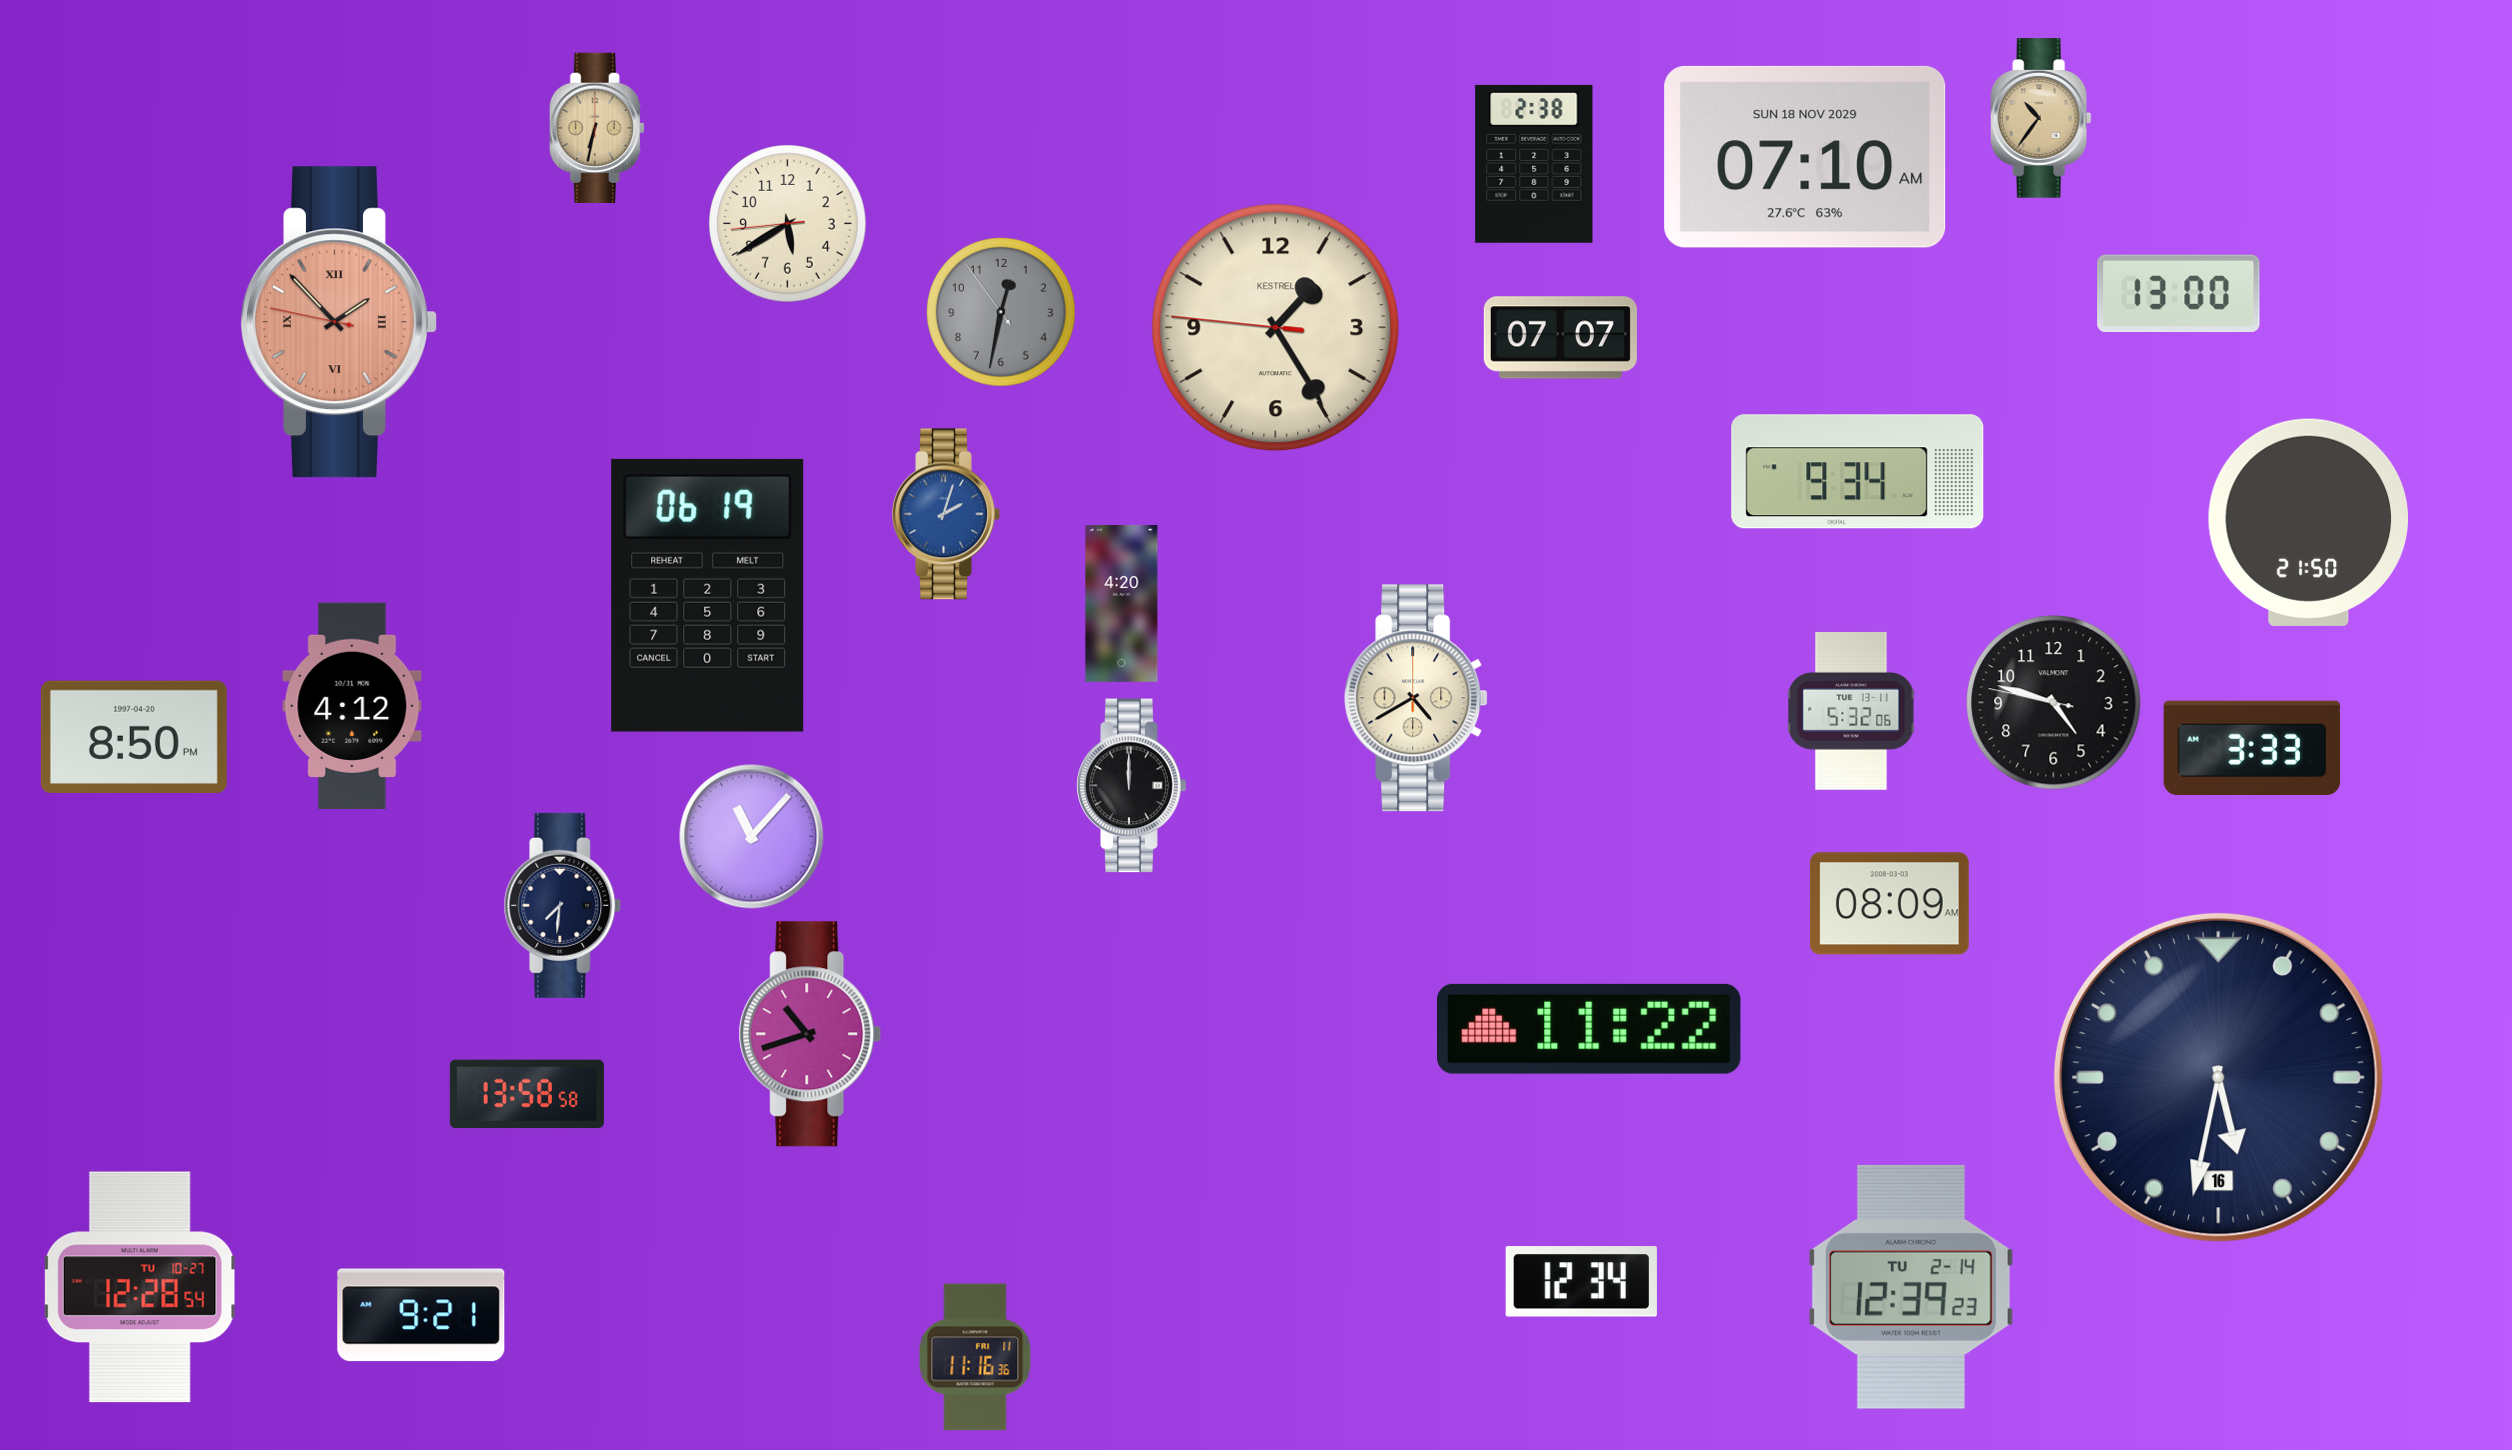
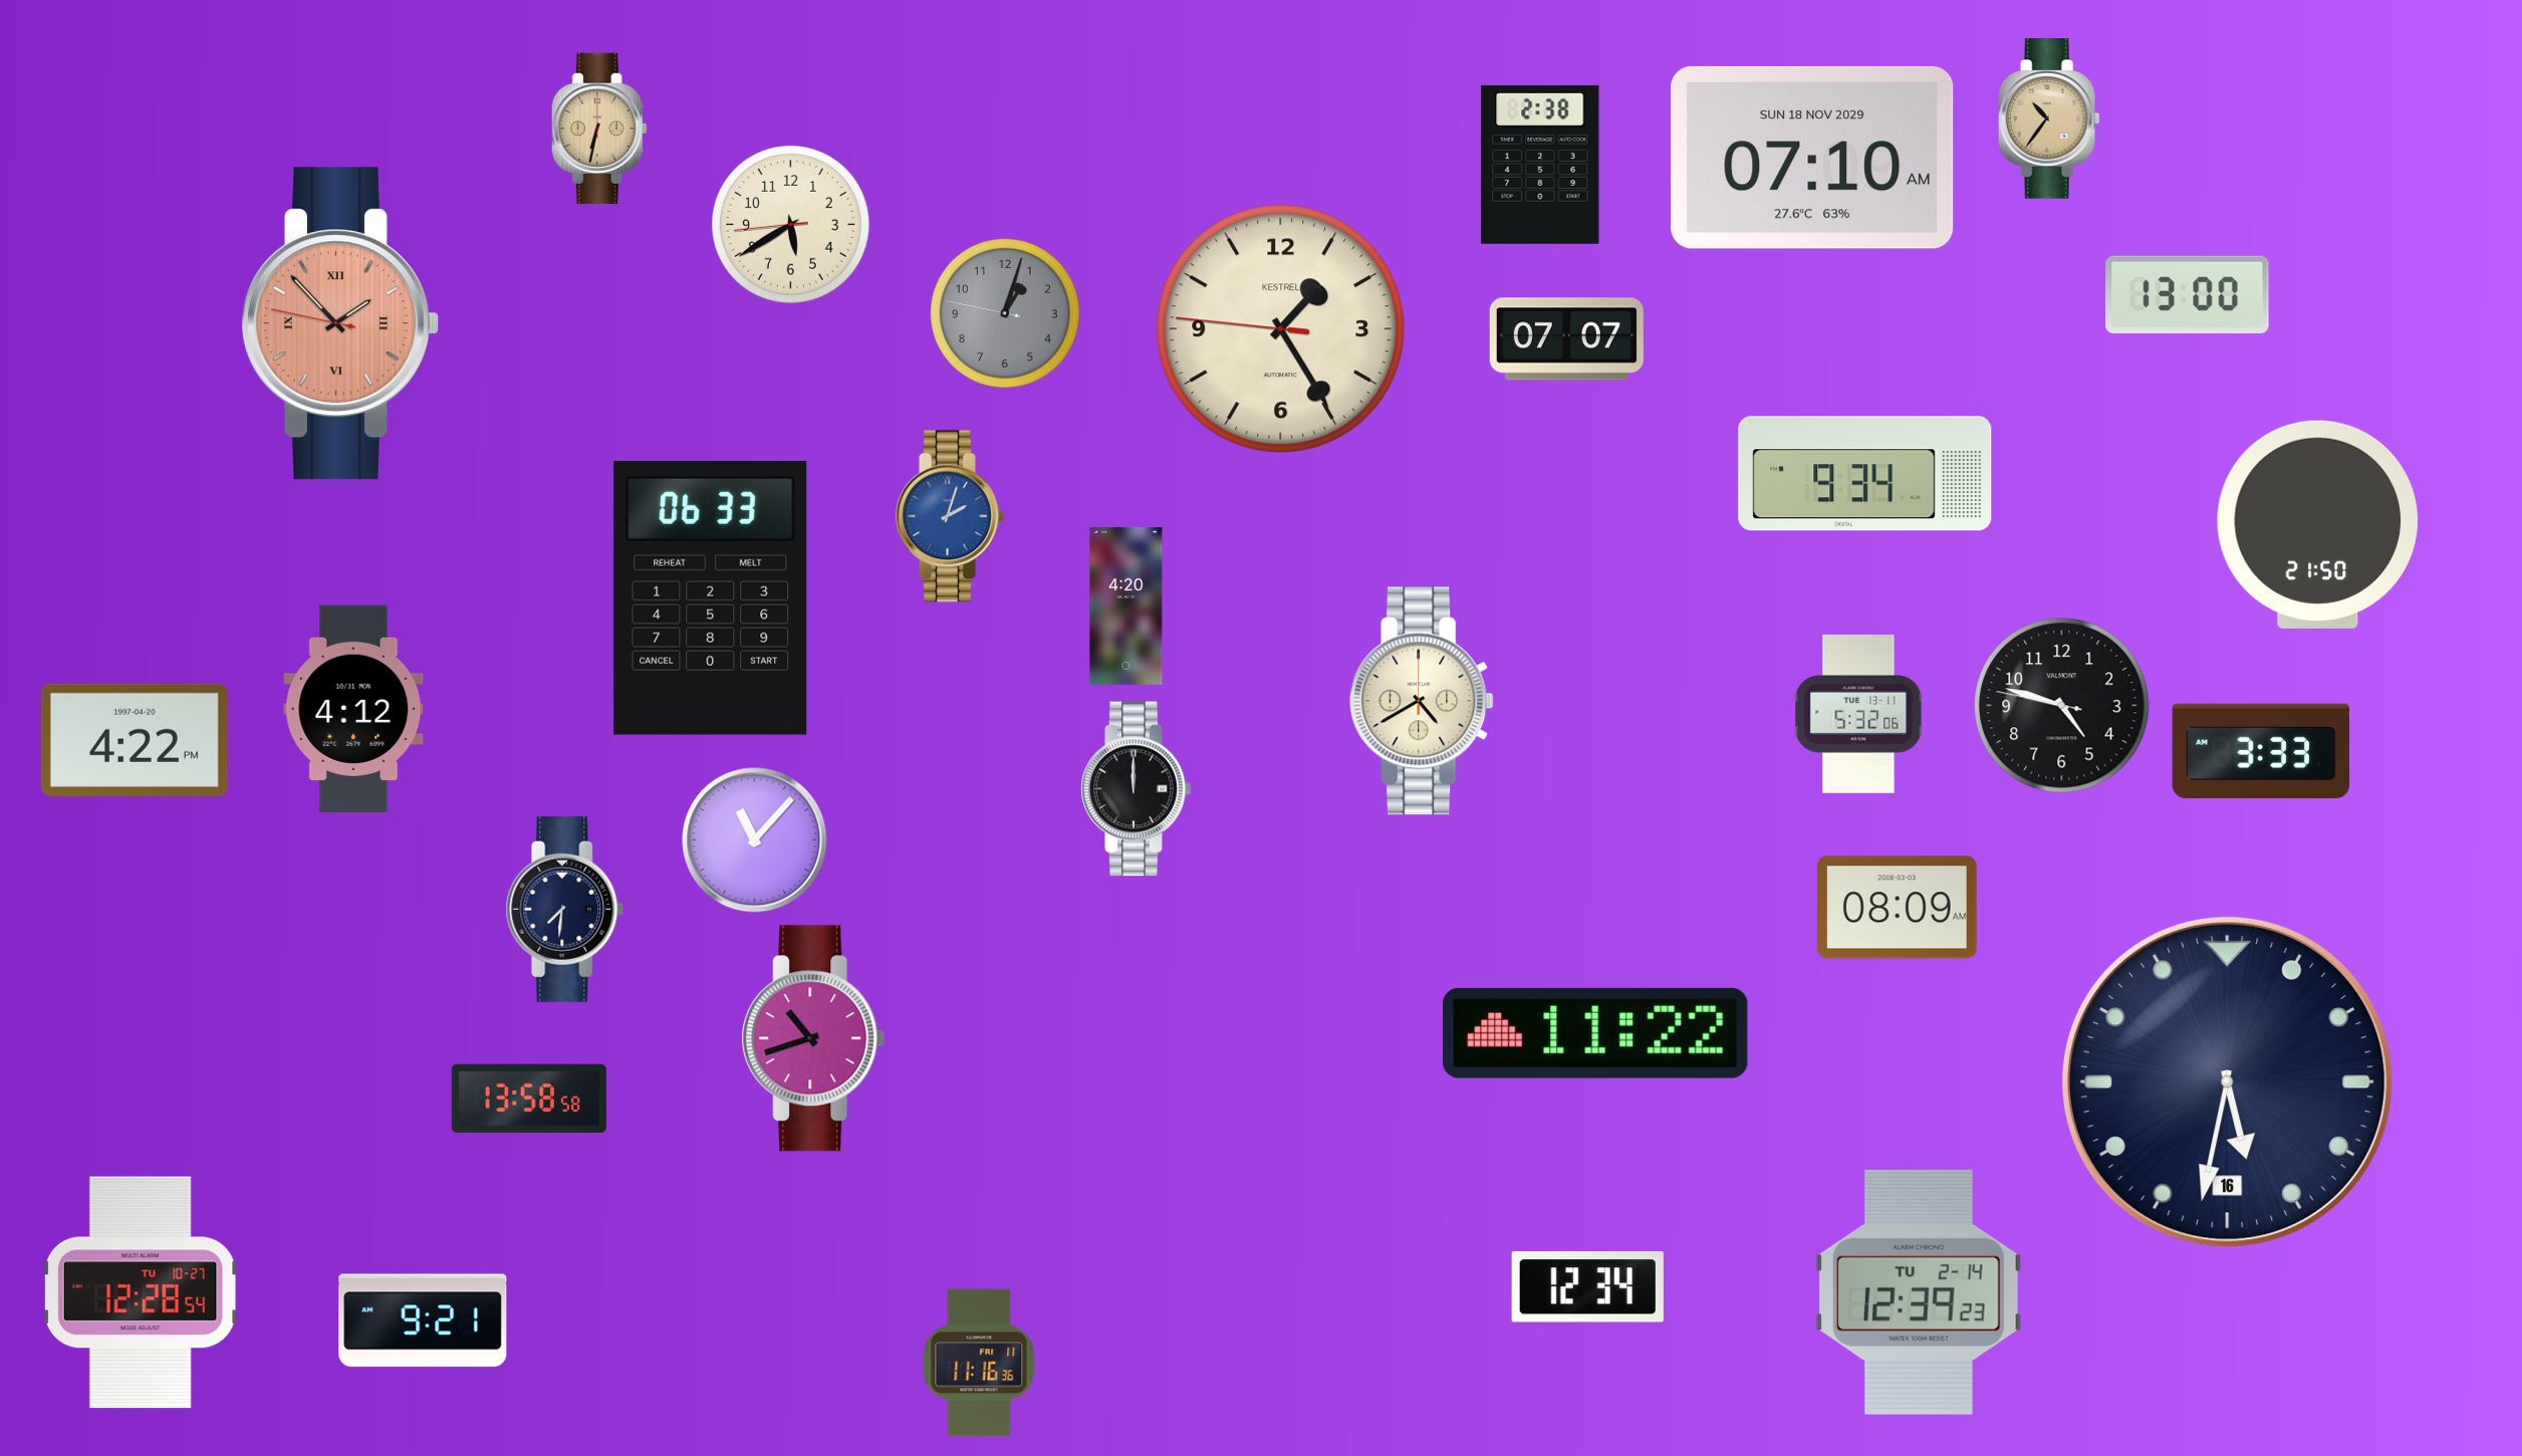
clock at (1002, 313): 12:31 -> 1:02
clock at (708, 595): 06:19 -> 06:33
clock at (134, 737): 8:50 -> 4:22
